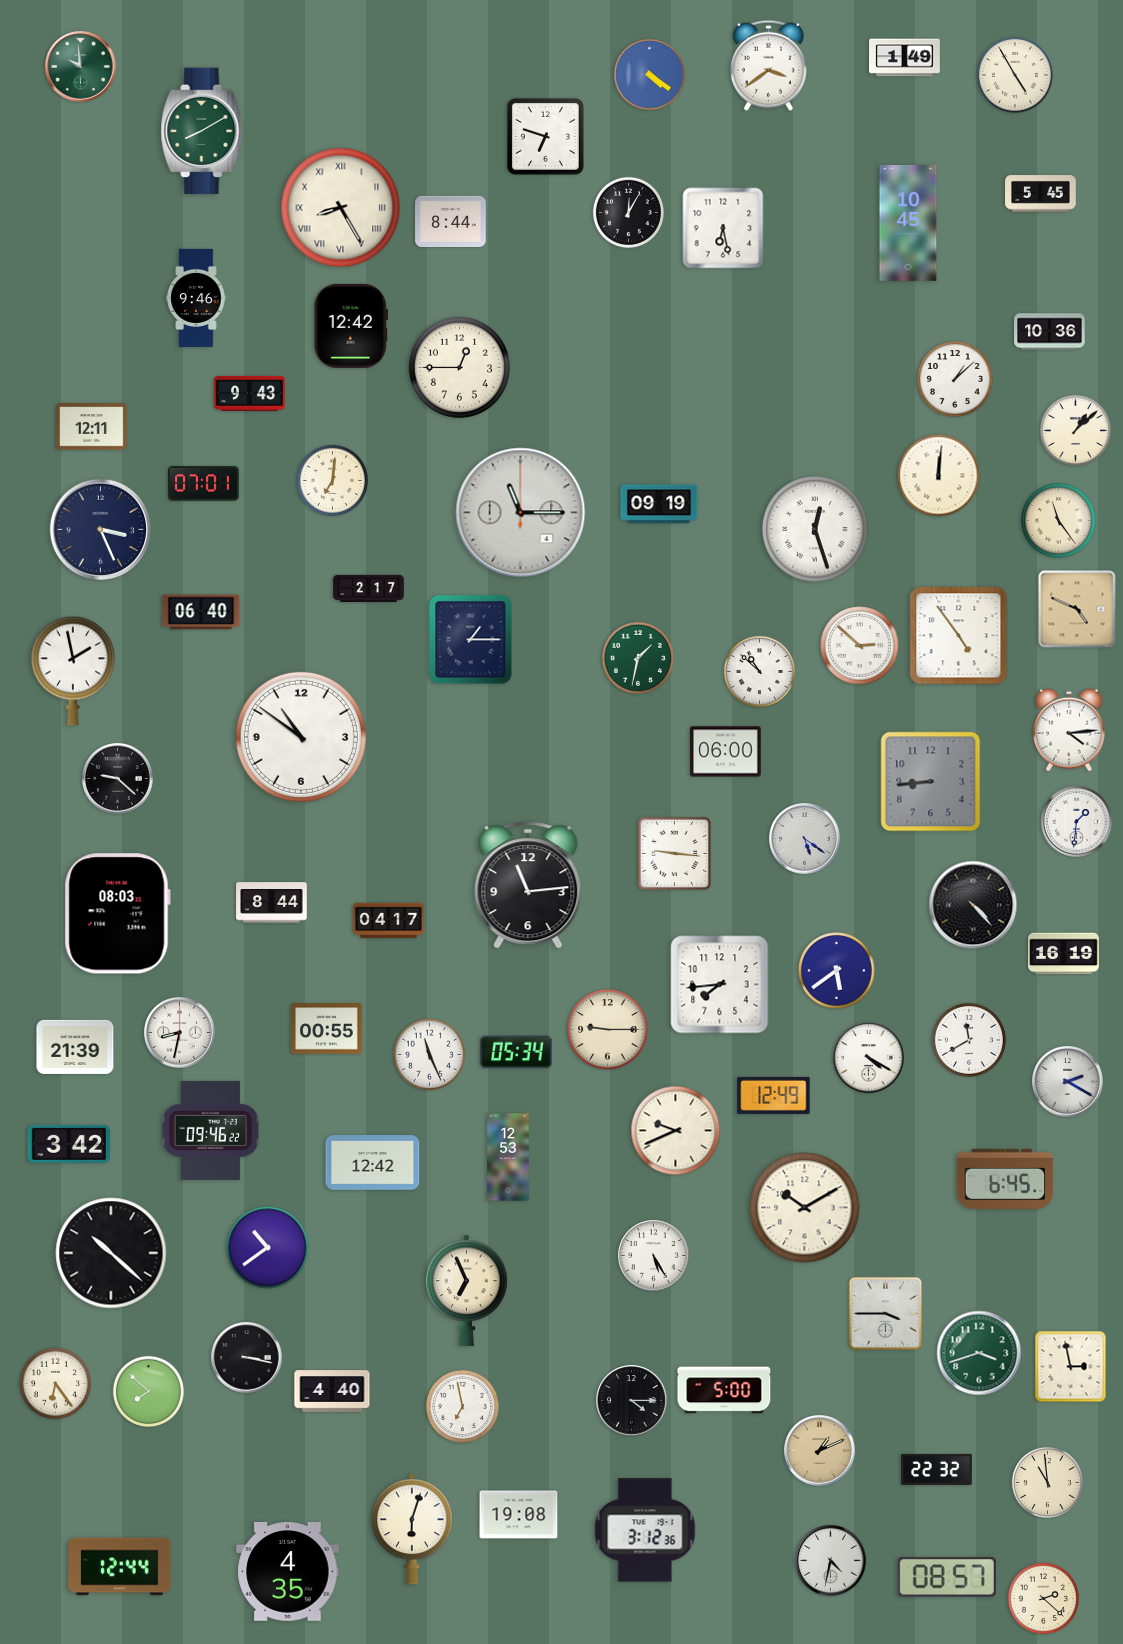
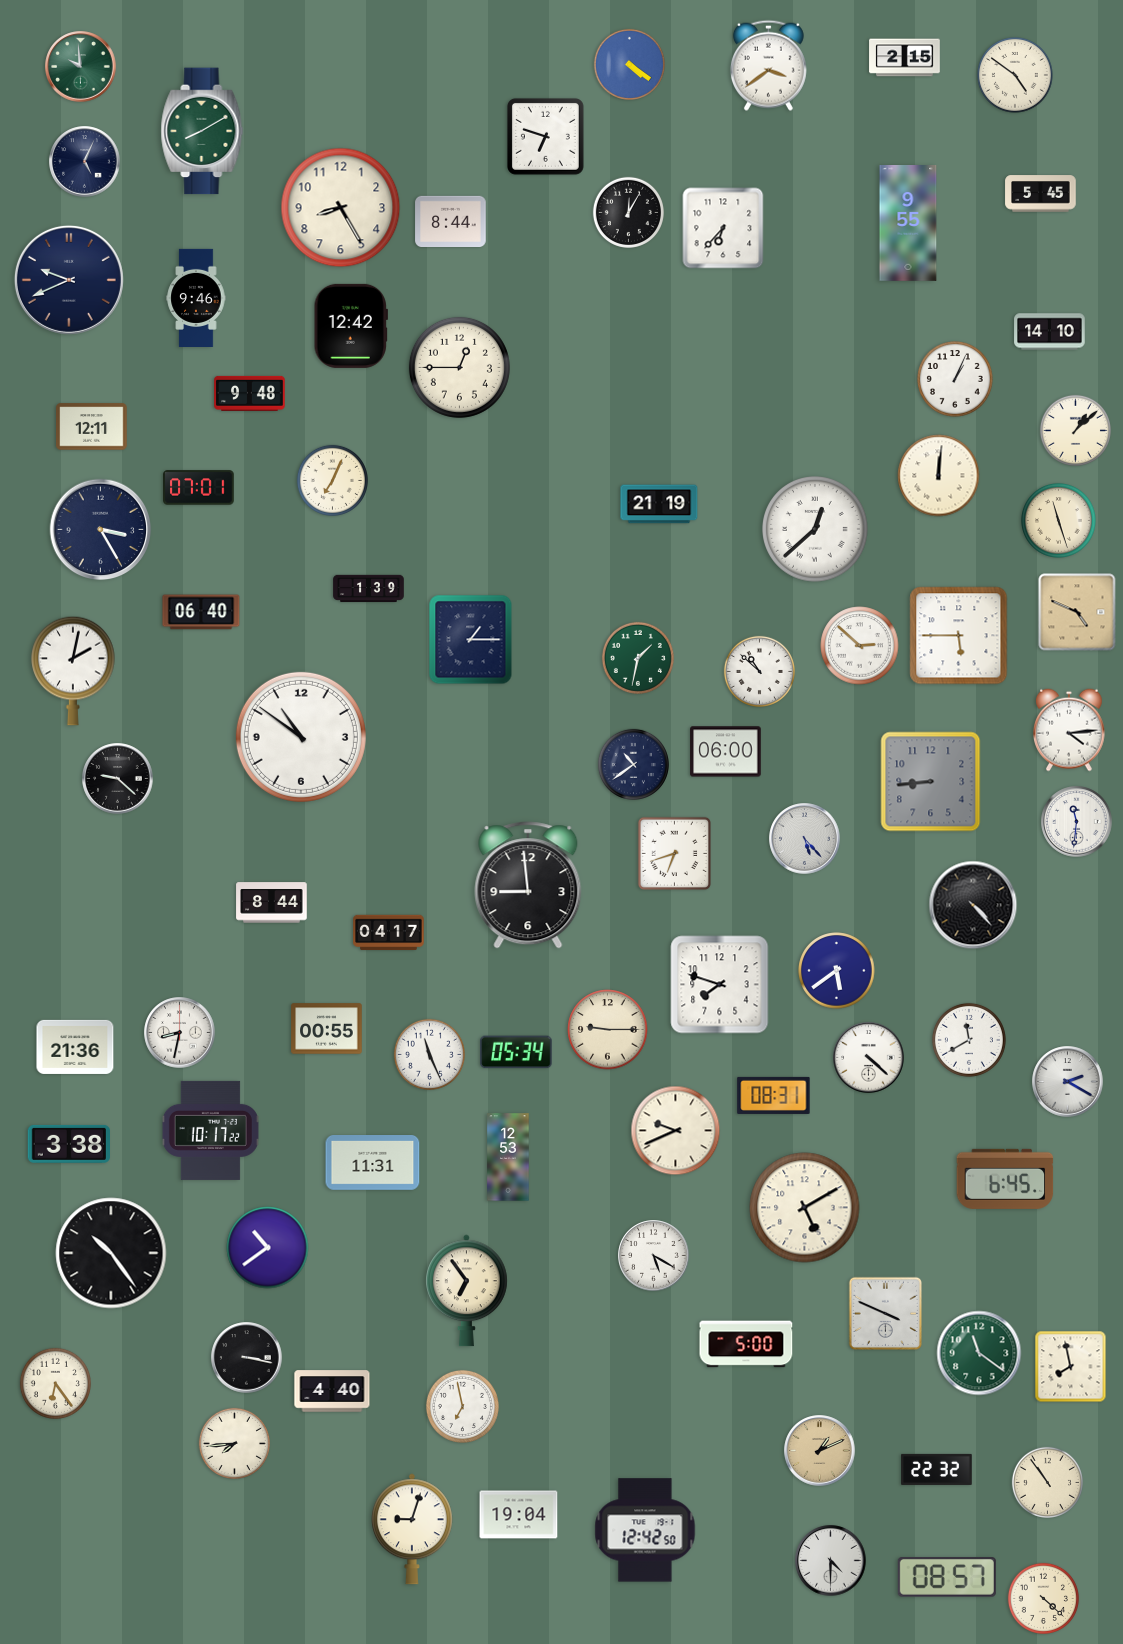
clock at (905, 58): 1:49 -> 2:15
clock at (649, 74) position: (649, 74) -> (629, 64)
clock at (1016, 76): 4:55 -> 4:51
clock at (85, 162): none -> 5:04
clock at (341, 208) numerals: Roman -> Arabic
clock at (908, 224): 10:45 -> 9:55
clock at (723, 228): 6:28 -> 6:37
clock at (69, 280): none -> 9:41
clock at (1050, 332): 10:36 -> 14:10
clock at (956, 380): 1:08 -> 1:04
clock at (250, 393): 9:43 -> 9:48
clock at (332, 480): 7:01 -> 7:04
clock at (204, 484) position: (204, 484) -> (199, 488)
clock at (659, 504): 09:19 -> 21:19
clock at (521, 513): 11:15 -> none
clock at (1058, 520): 11:24 -> 11:27
clock at (101, 530): 3:26 -> 3:25
clock at (816, 530): 12:27 -> 12:38
clock at (369, 589): 2:17 -> 1:39
clock at (1077, 609) position: (1077, 609) -> (1077, 612)
clock at (959, 636): 4:54 -> 5:45
clock at (73, 671): 1:58 -> 2:02
clock at (633, 764): none -> 10:39
clock at (1077, 822): 1:31 -> 11:31
clock at (805, 839): 5:21 -> 5:23
clock at (674, 853): 9:16 -> 6:42
clock at (528, 885): 11:14 -> 8:59
clock at (117, 914): 08:03 -> none
clock at (389, 921) position: (389, 921) -> (389, 933)
clock at (1064, 954): 16:19 -> none
clock at (720, 985): 7:44 -> 7:48
clock at (75, 1047): 21:39 -> 21:36
clock at (869, 1058): 4:20 -> 4:22
clock at (774, 1095): 12:49 -> 08:31
clock at (210, 1130): 09:46 -> 10:17
clock at (68, 1144): 3:42 -> 3:38
clock at (373, 1163): 12:42 -> 11:31
clock at (805, 1208): 10:10 -> 5:10
clock at (111, 1253): 10:22 -> 10:24
clock at (654, 1256): 5:25 -> 5:20
clock at (467, 1291): 6:56 -> 6:54
clock at (885, 1313): 3:45 -> 3:49
clock at (979, 1353): 3:42 -> 11:21
clock at (1071, 1367): 2:58 -> 7:58
clock at (724, 1390) position: (724, 1390) -> (746, 1344)
clock at (148, 1391): 7:52 -> none
clock at (632, 1401): 4:15 -> none
clock at (234, 1443): none -> 7:44
clock at (1047, 1482): 10:59 -> 10:54
clock at (519, 1515): 19:08 -> 19:04
clock at (412, 1529): 6:03 -> 9:03
clock at (645, 1530): 3:12 -> 12:42
clock at (831, 1561): 4:32 -> 4:30
clock at (120, 1567): 12:44 -> none
clock at (288, 1572): 4:35 -> none
clock at (1043, 1598): 2:22 -> 4:22
